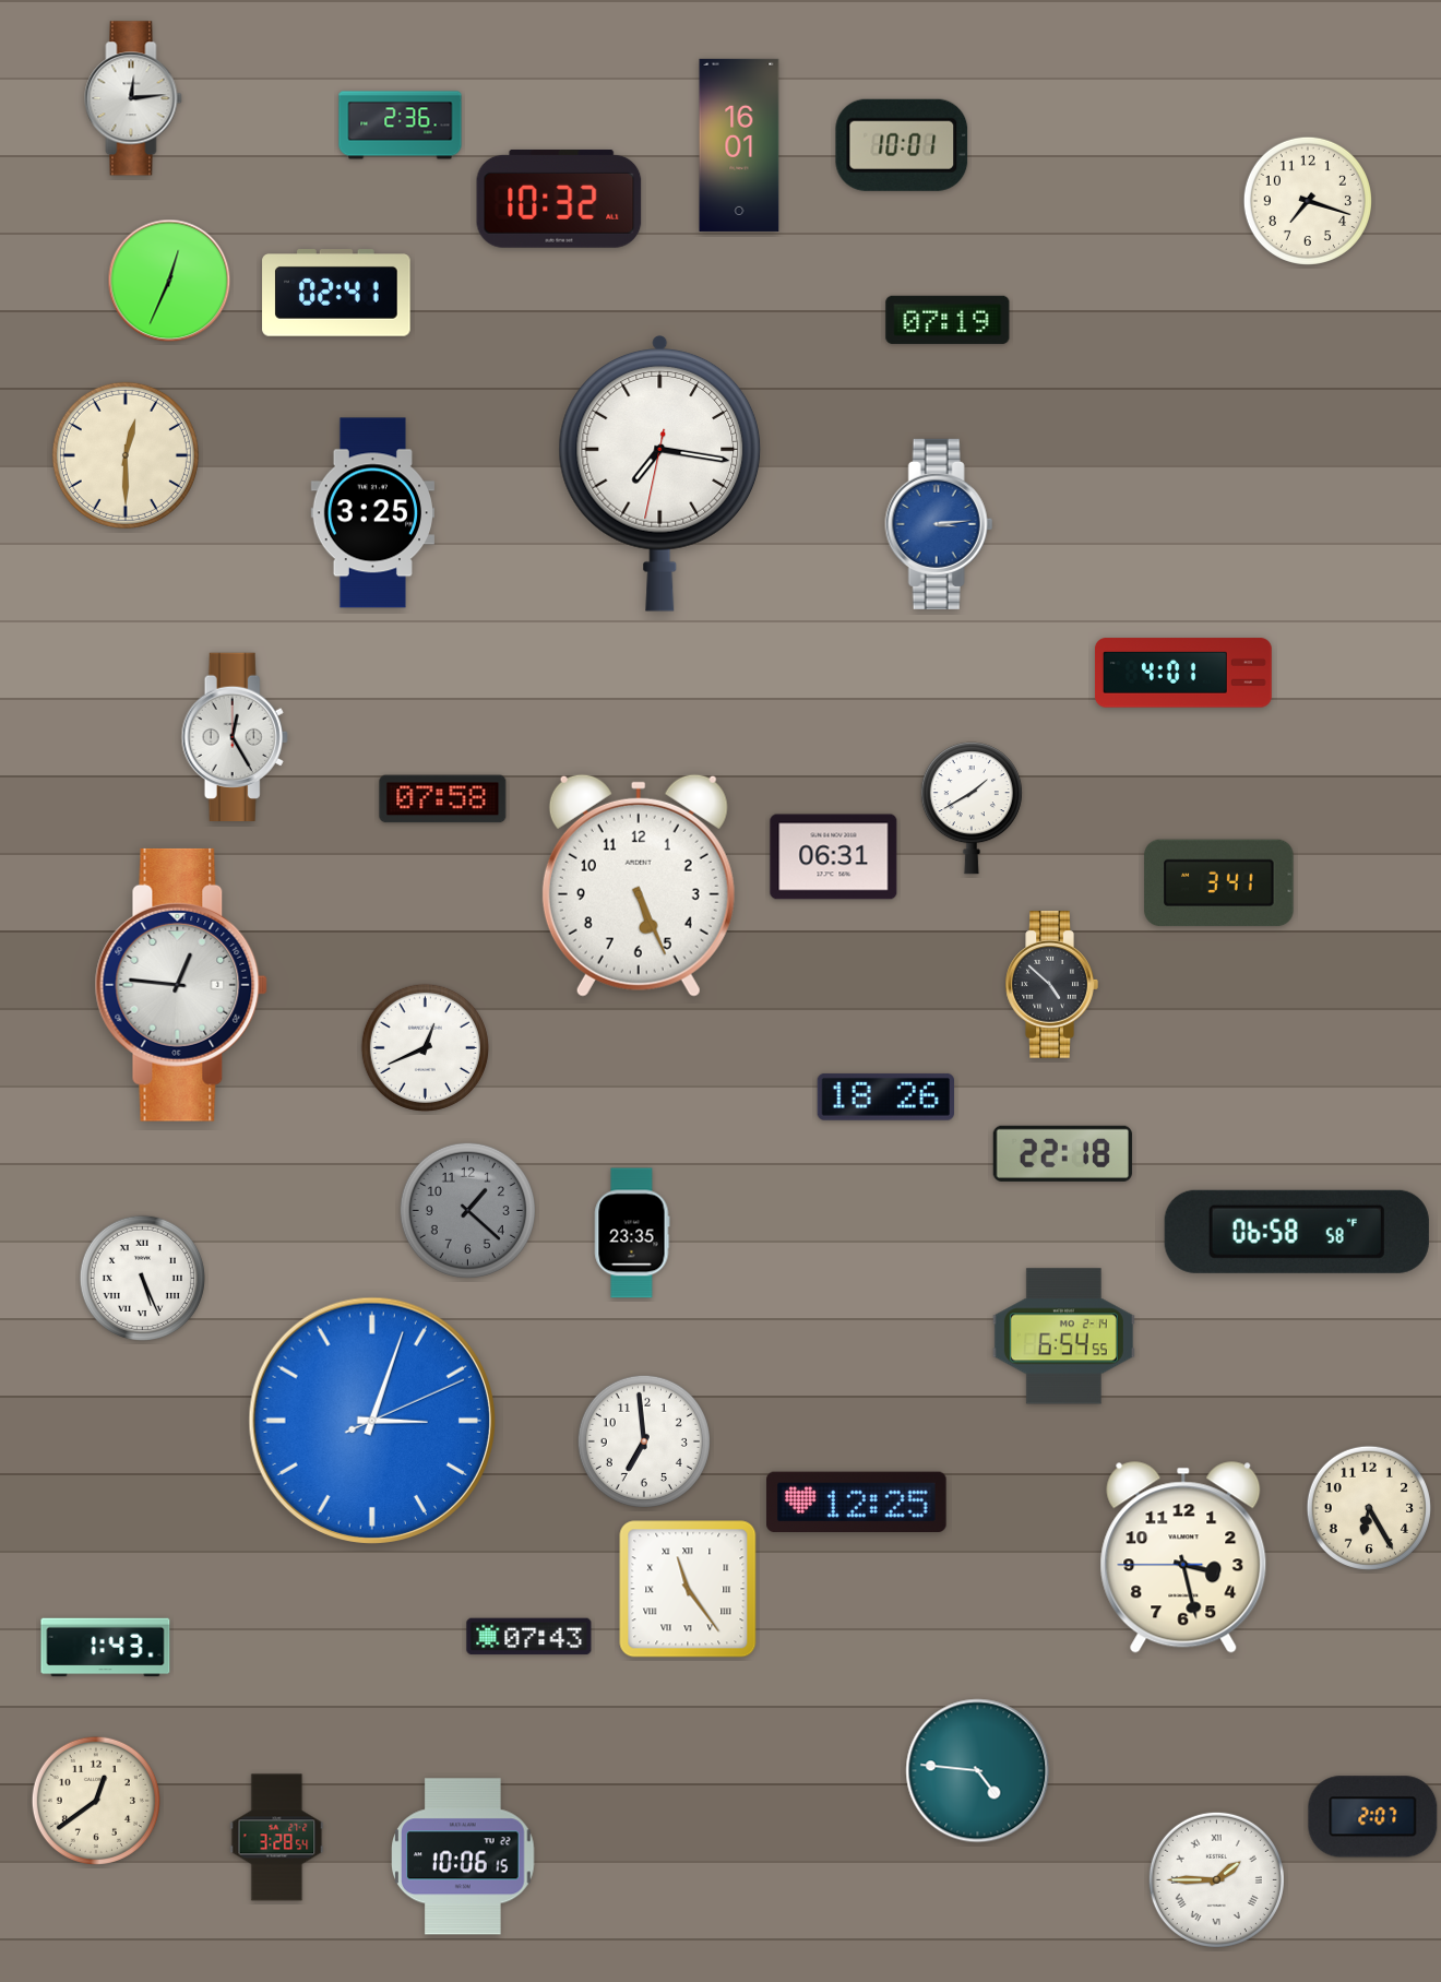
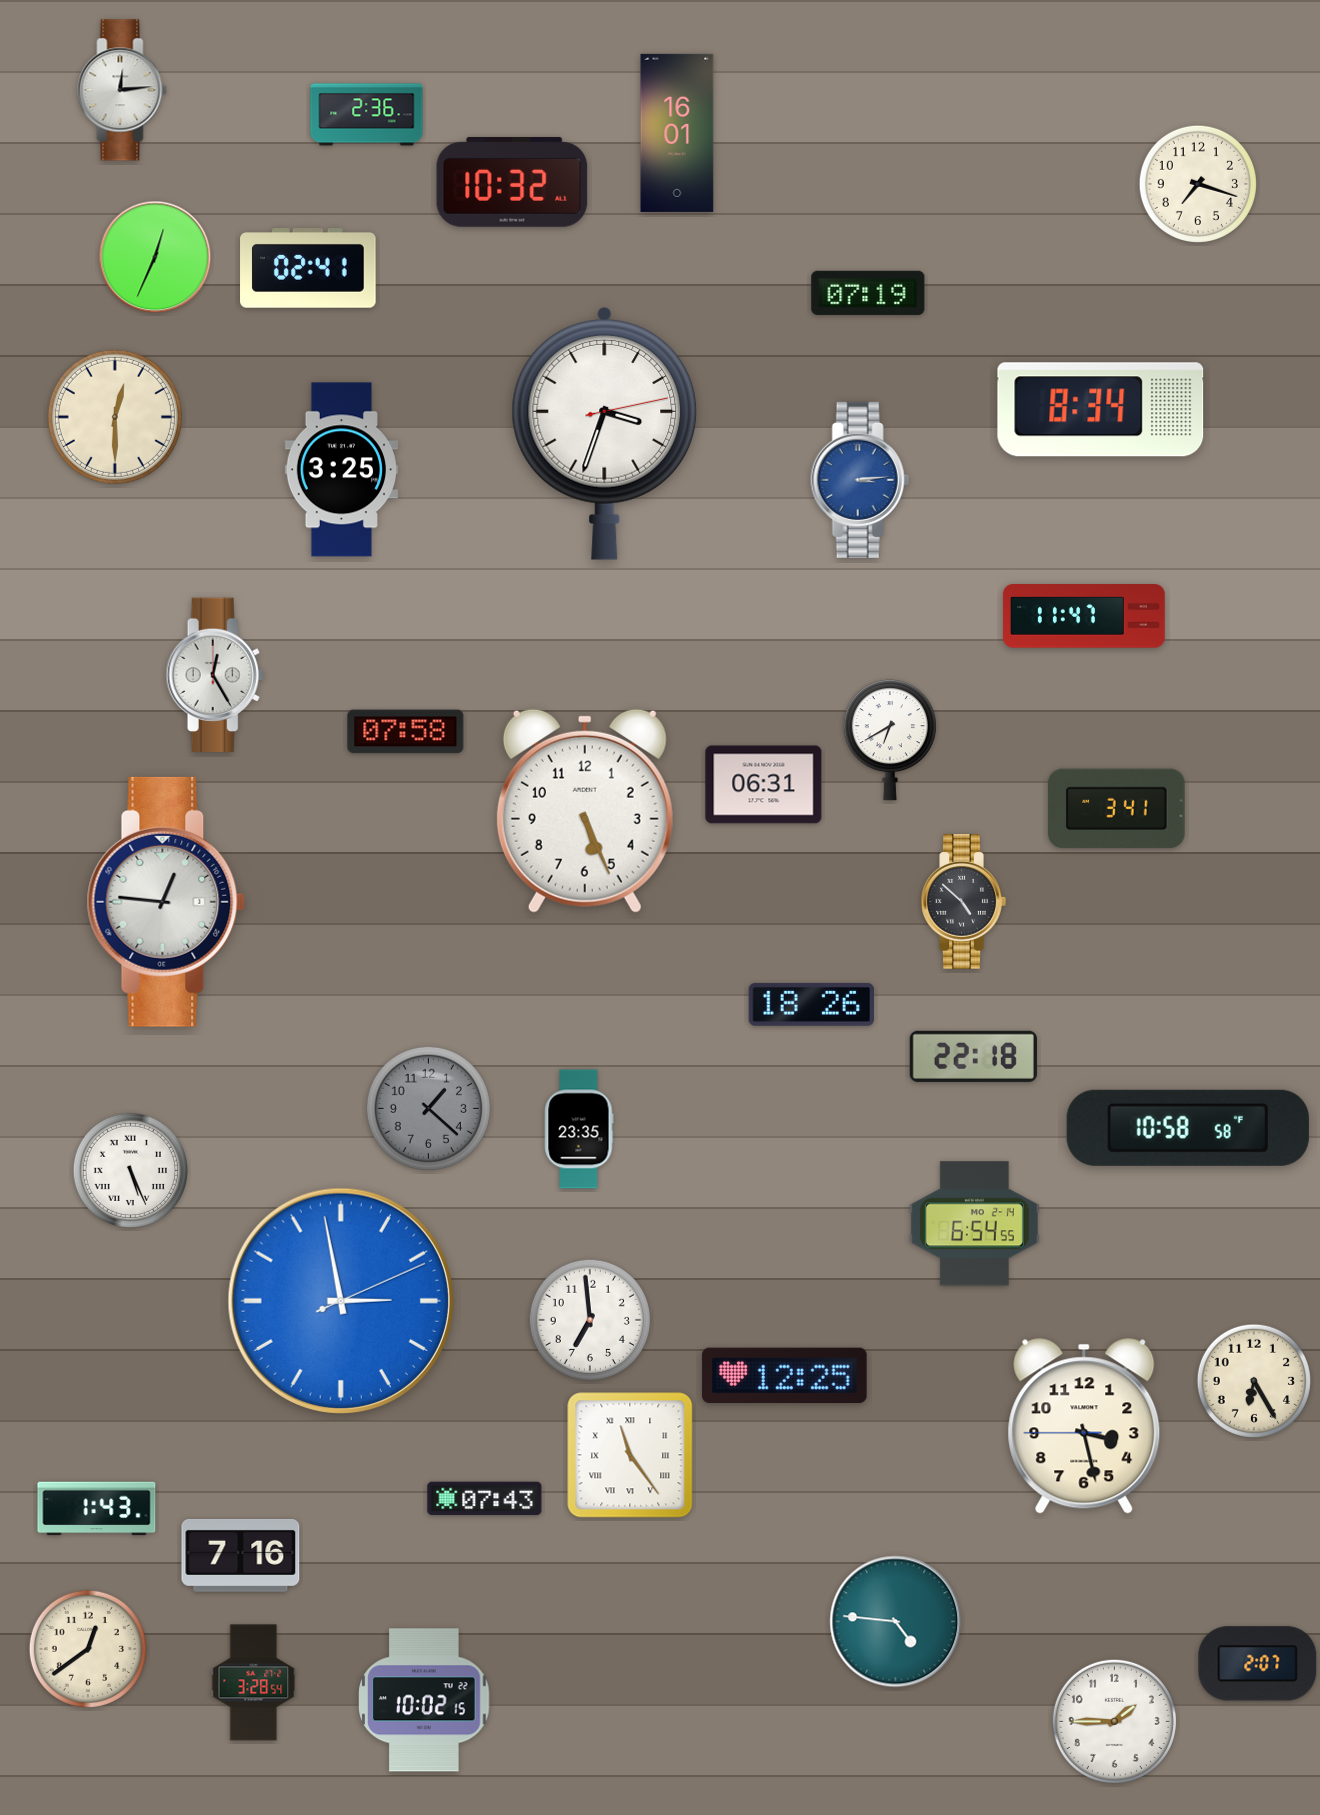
clock at (902, 145): 10:01 -> none
clock at (1101, 410): none -> 8:34
clock at (660, 474): 7:16 -> 3:33
clock at (1183, 673): 4:01 -> 11:47
clock at (972, 808): 1:40 -> 6:40
clock at (425, 1047): 12:41 -> none
clock at (1297, 1232): 06:58 -> 10:58
clock at (371, 1420): 3:03 -> 2:58
clock at (241, 1555): none -> 7:16
clock at (463, 1856): 10:06 -> 10:02
clock at (1216, 1879) numerals: Roman -> Arabic
